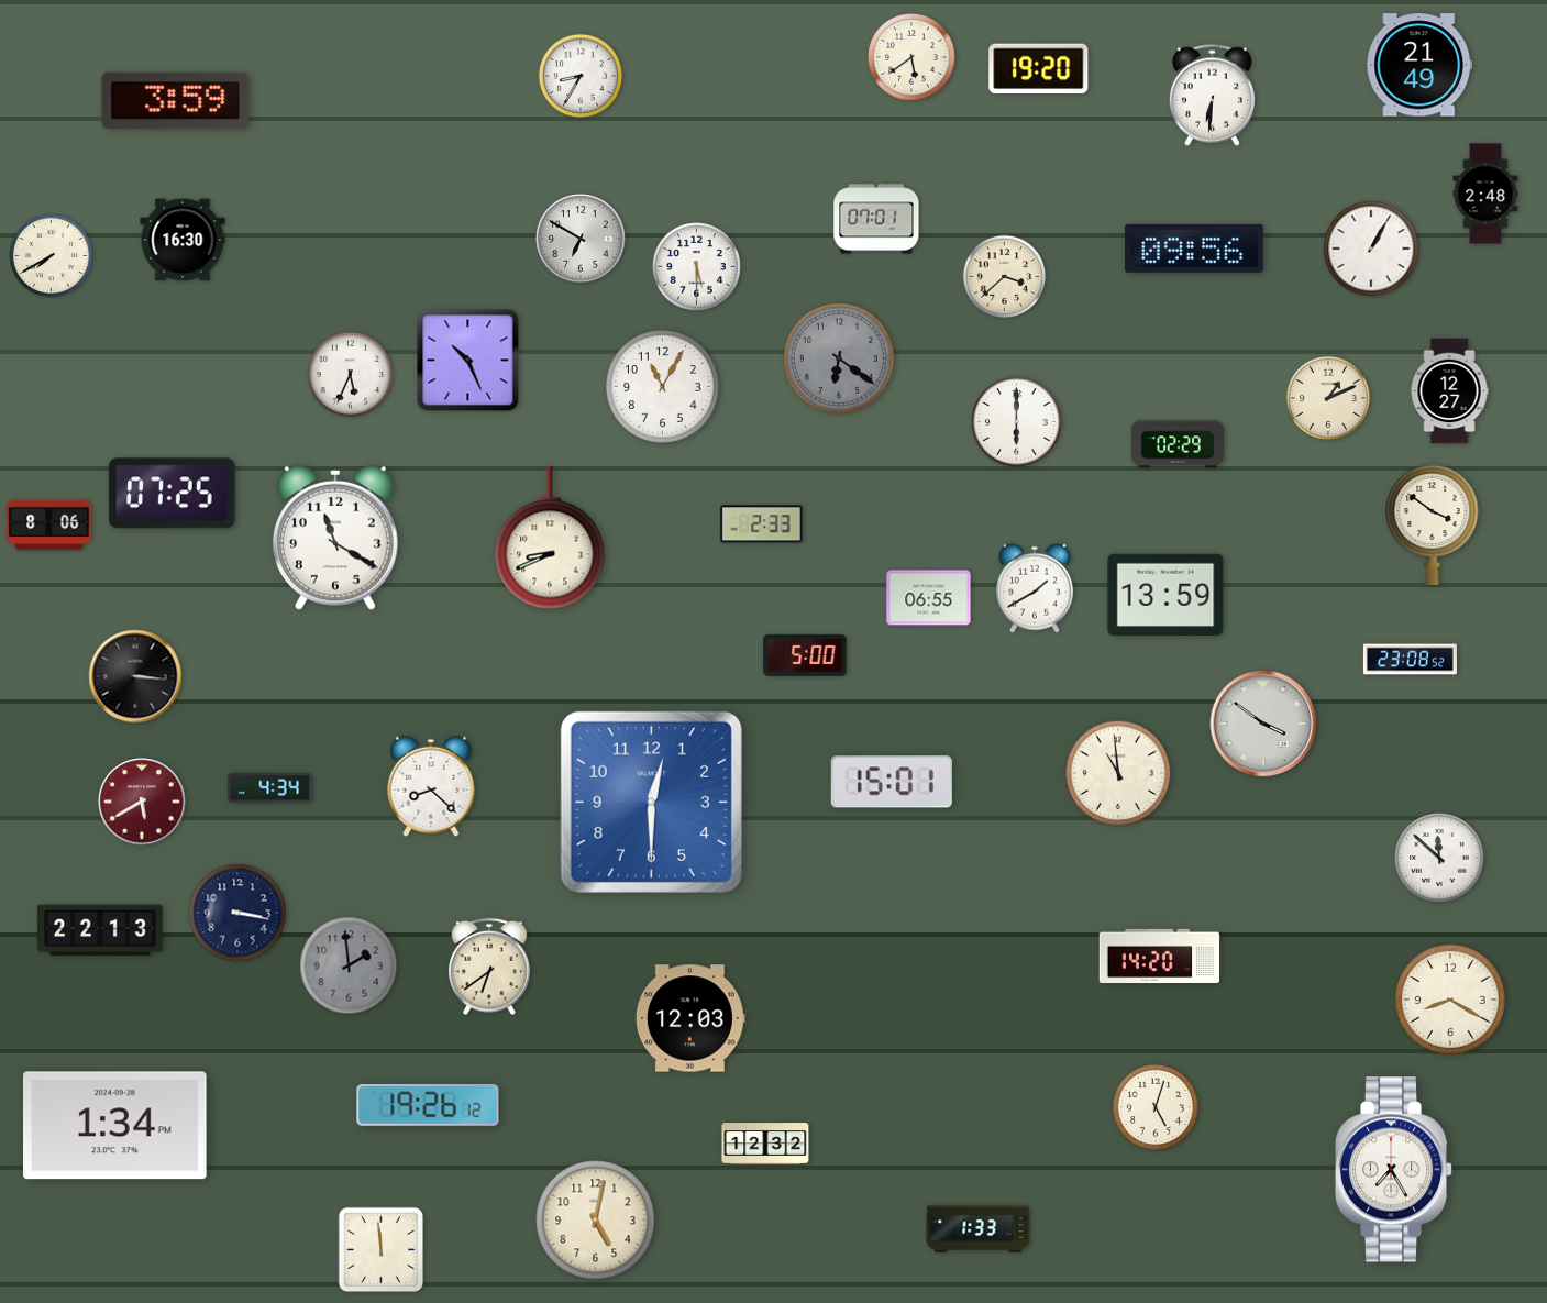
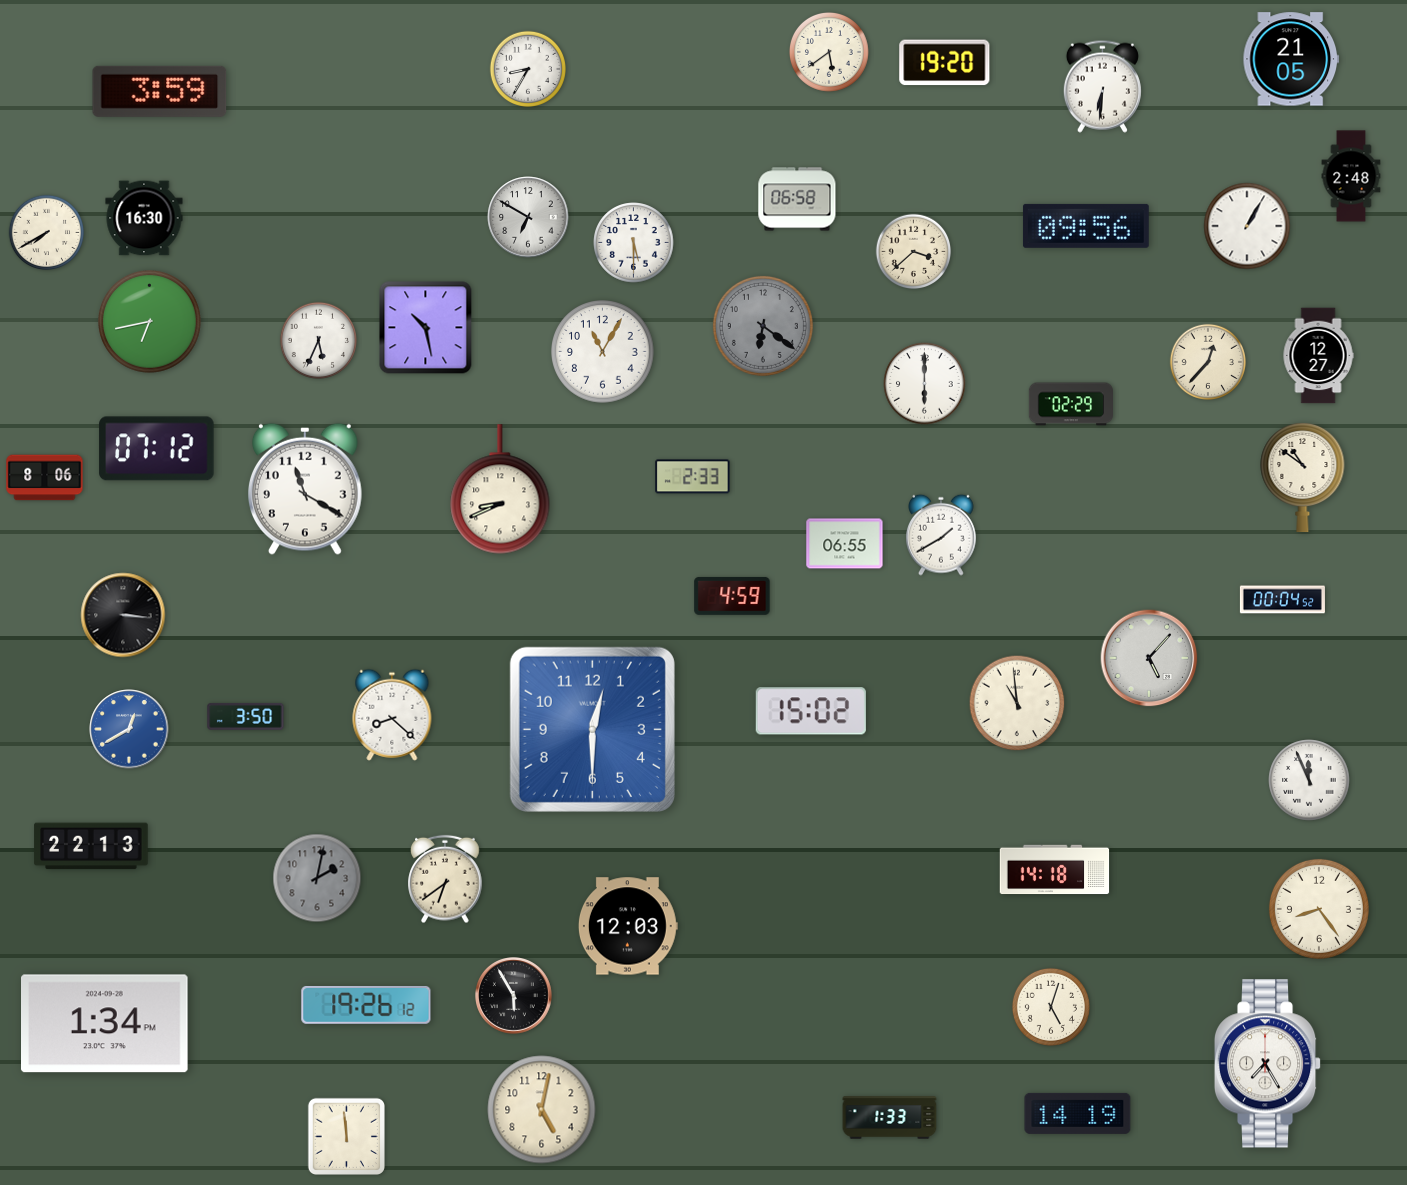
clock at (1419, 65): 21:49 -> 21:05
clock at (876, 219): 07:01 -> 06:58
clock at (183, 240) position: (183, 240) -> (144, 218)
clock at (150, 322): none -> 6:43
clock at (468, 361): 10:26 -> 10:28
clock at (1327, 397): 1:11 -> 12:37
clock at (173, 494): 07:25 -> 07:12
clock at (1433, 524): 3:51 -> 10:51
clock at (1165, 595): 13:59 -> none
clock at (805, 655): 5:00 -> 4:59
clock at (1410, 660): 23:08 -> 00:04
clock at (1263, 724): 3:51 -> 5:07
clock at (892, 782): 15:01 -> 15:02
clock at (270, 787): 4:34 -> 3:50
clock at (142, 802): 5:40 -> 12:40
clock at (142, 802) dial: burgundy -> blue
clock at (1439, 858): 11:52 -> 11:56
clock at (237, 913): 3:17 -> none
clock at (1160, 957): 14:20 -> 14:18
clock at (349, 965): 1:59 -> 2:02
clock at (1450, 1000): 8:20 -> 8:24
clock at (514, 996): none -> 5:55
clock at (428, 1105) position: (428, 1105) -> (366, 1005)
clock at (765, 1144): 12:32 -> none
clock at (1078, 1113): none -> 14:19
